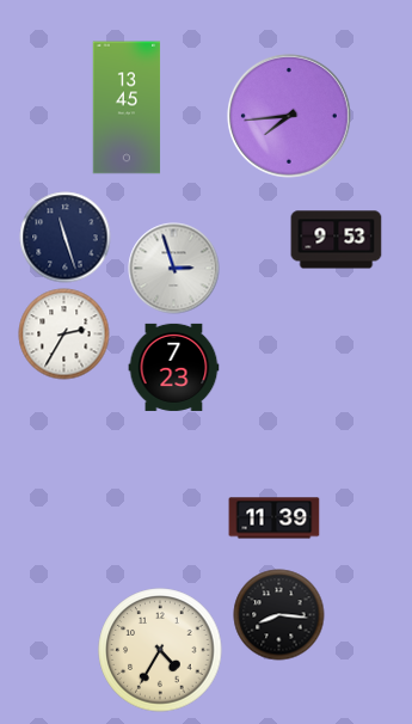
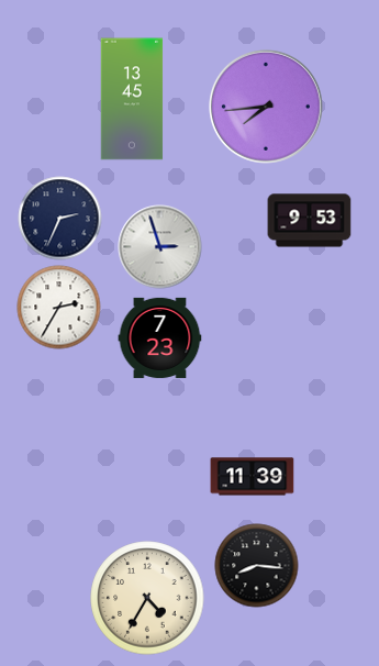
clock at (127, 108) position: (127, 108) -> (132, 99)
clock at (66, 238): 11:27 -> 2:34
